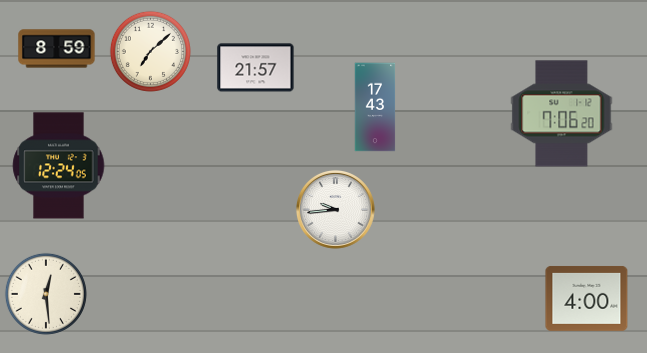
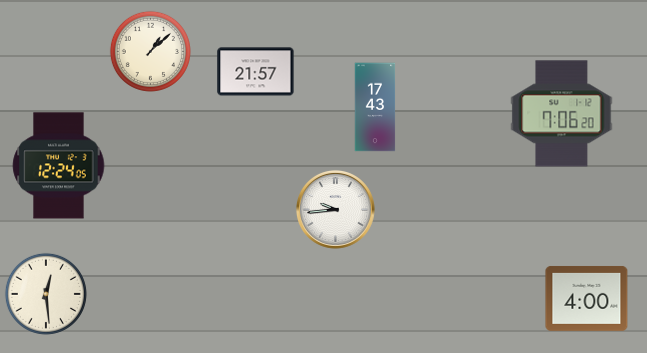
clock at (57, 49): 8:59 -> none
clock at (150, 51): 7:08 -> 1:08
clock at (256, 68) position: (256, 68) -> (256, 72)
